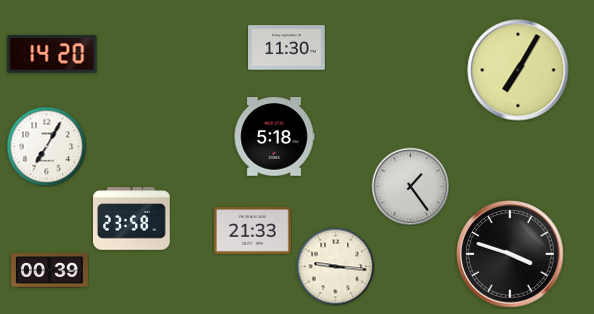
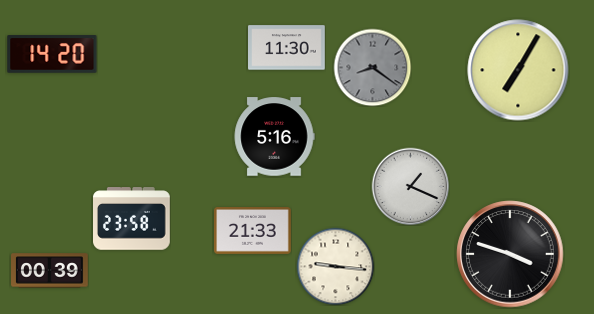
clock at (372, 67): none -> 8:21
clock at (274, 137): 5:18 -> 5:16
clock at (46, 146): 7:05 -> none
clock at (410, 186): 1:24 -> 1:19
